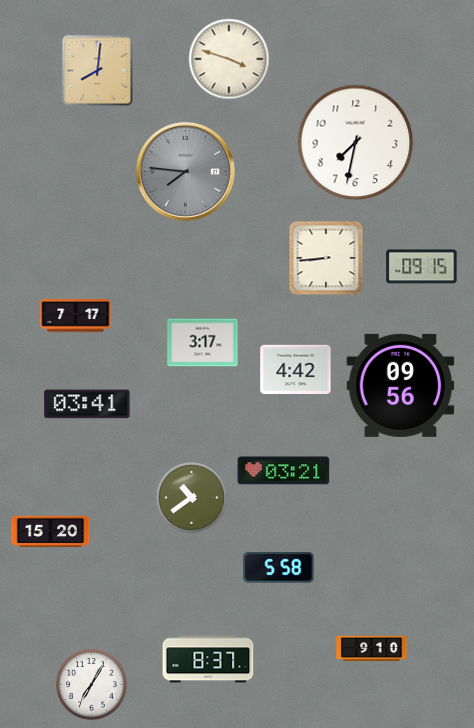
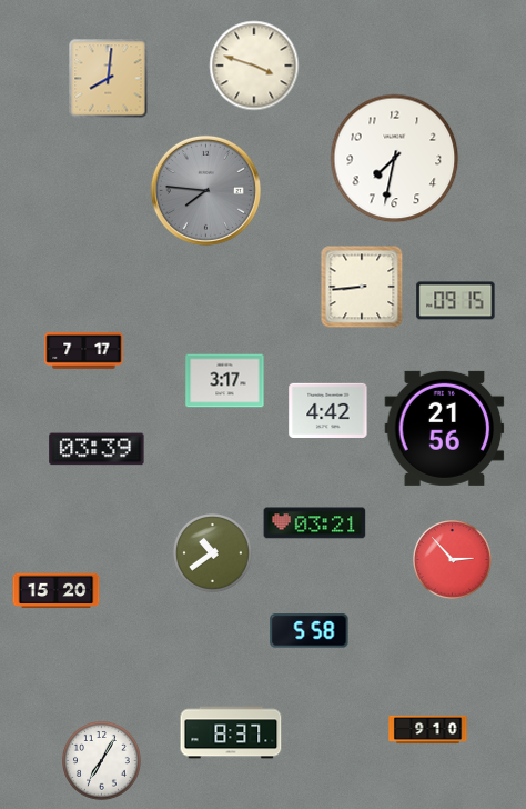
clock at (422, 267) position: (422, 267) -> (456, 301)
clock at (401, 385): 09:56 -> 21:56
clock at (87, 404): 03:41 -> 03:39
clock at (453, 560): none -> 2:53
clock at (372, 649) position: (372, 649) -> (428, 730)
